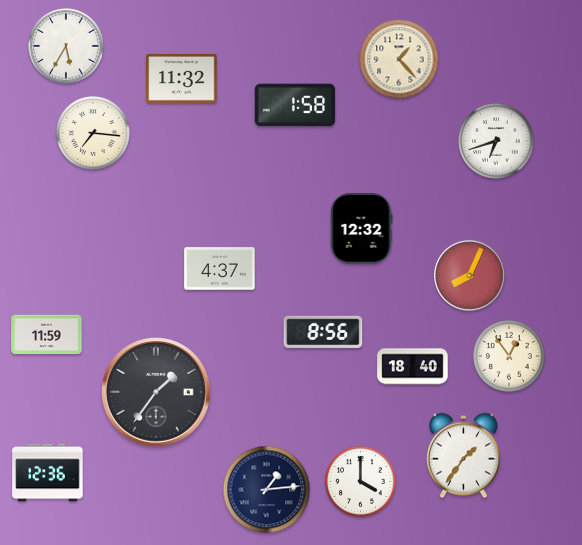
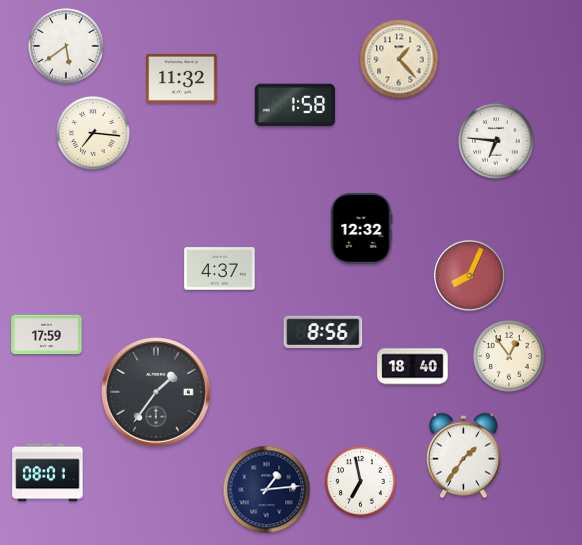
clock at (66, 46): 5:35 -> 5:39
clock at (496, 141): 6:42 -> 6:46
clock at (47, 335): 11:59 -> 17:59
clock at (48, 473): 12:36 -> 08:01
clock at (360, 481): 4:00 -> 6:58
